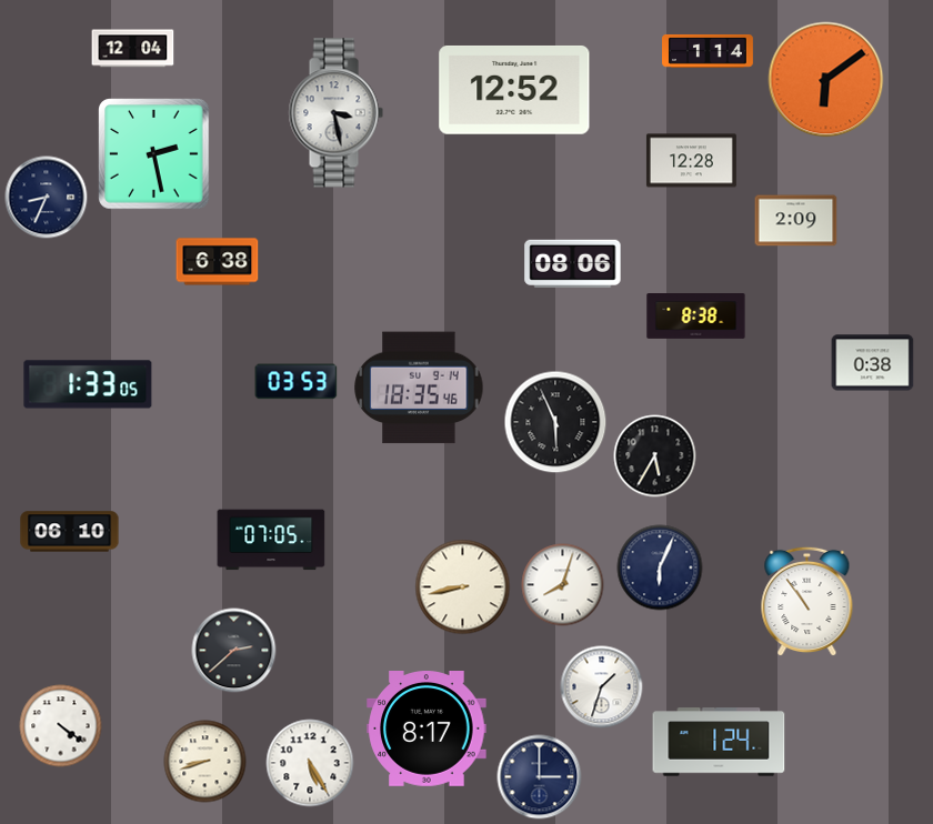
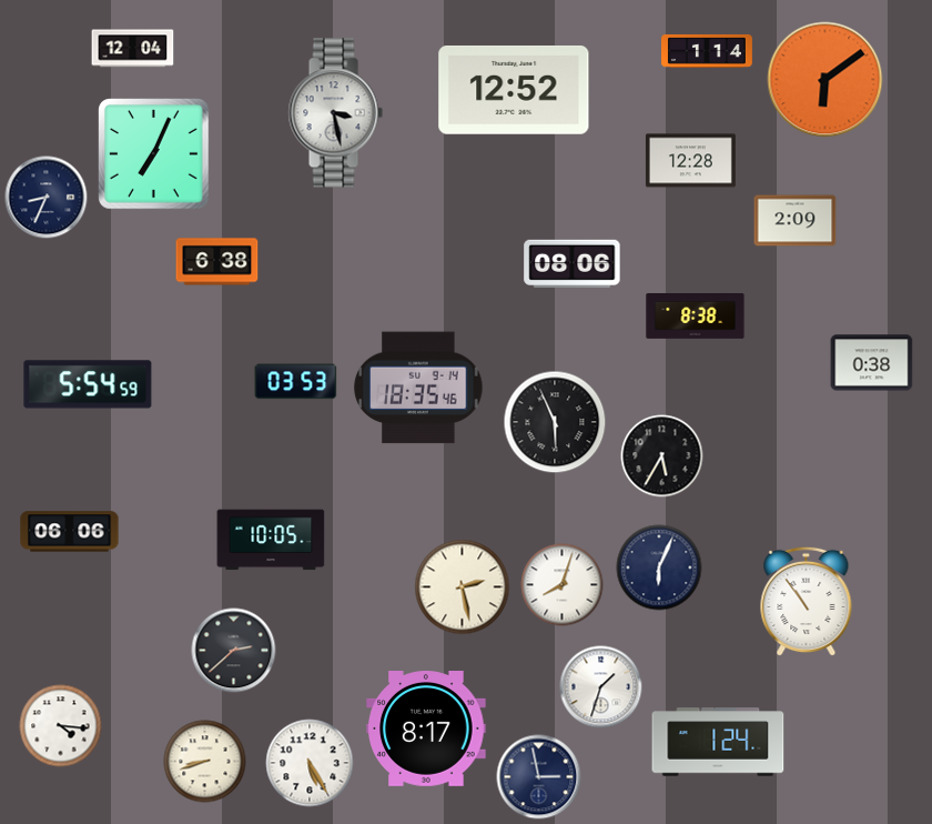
clock at (154, 154): 2:28 -> 7:04
clock at (88, 384): 1:33 -> 5:54
clock at (655, 456) position: (655, 456) -> (662, 456)
clock at (70, 532): 06:10 -> 06:06
clock at (271, 540): 07:05 -> 10:05
clock at (463, 587): 8:43 -> 2:28
clock at (61, 726): 4:21 -> 4:16
clock at (540, 777): 3:00 -> 2:58
